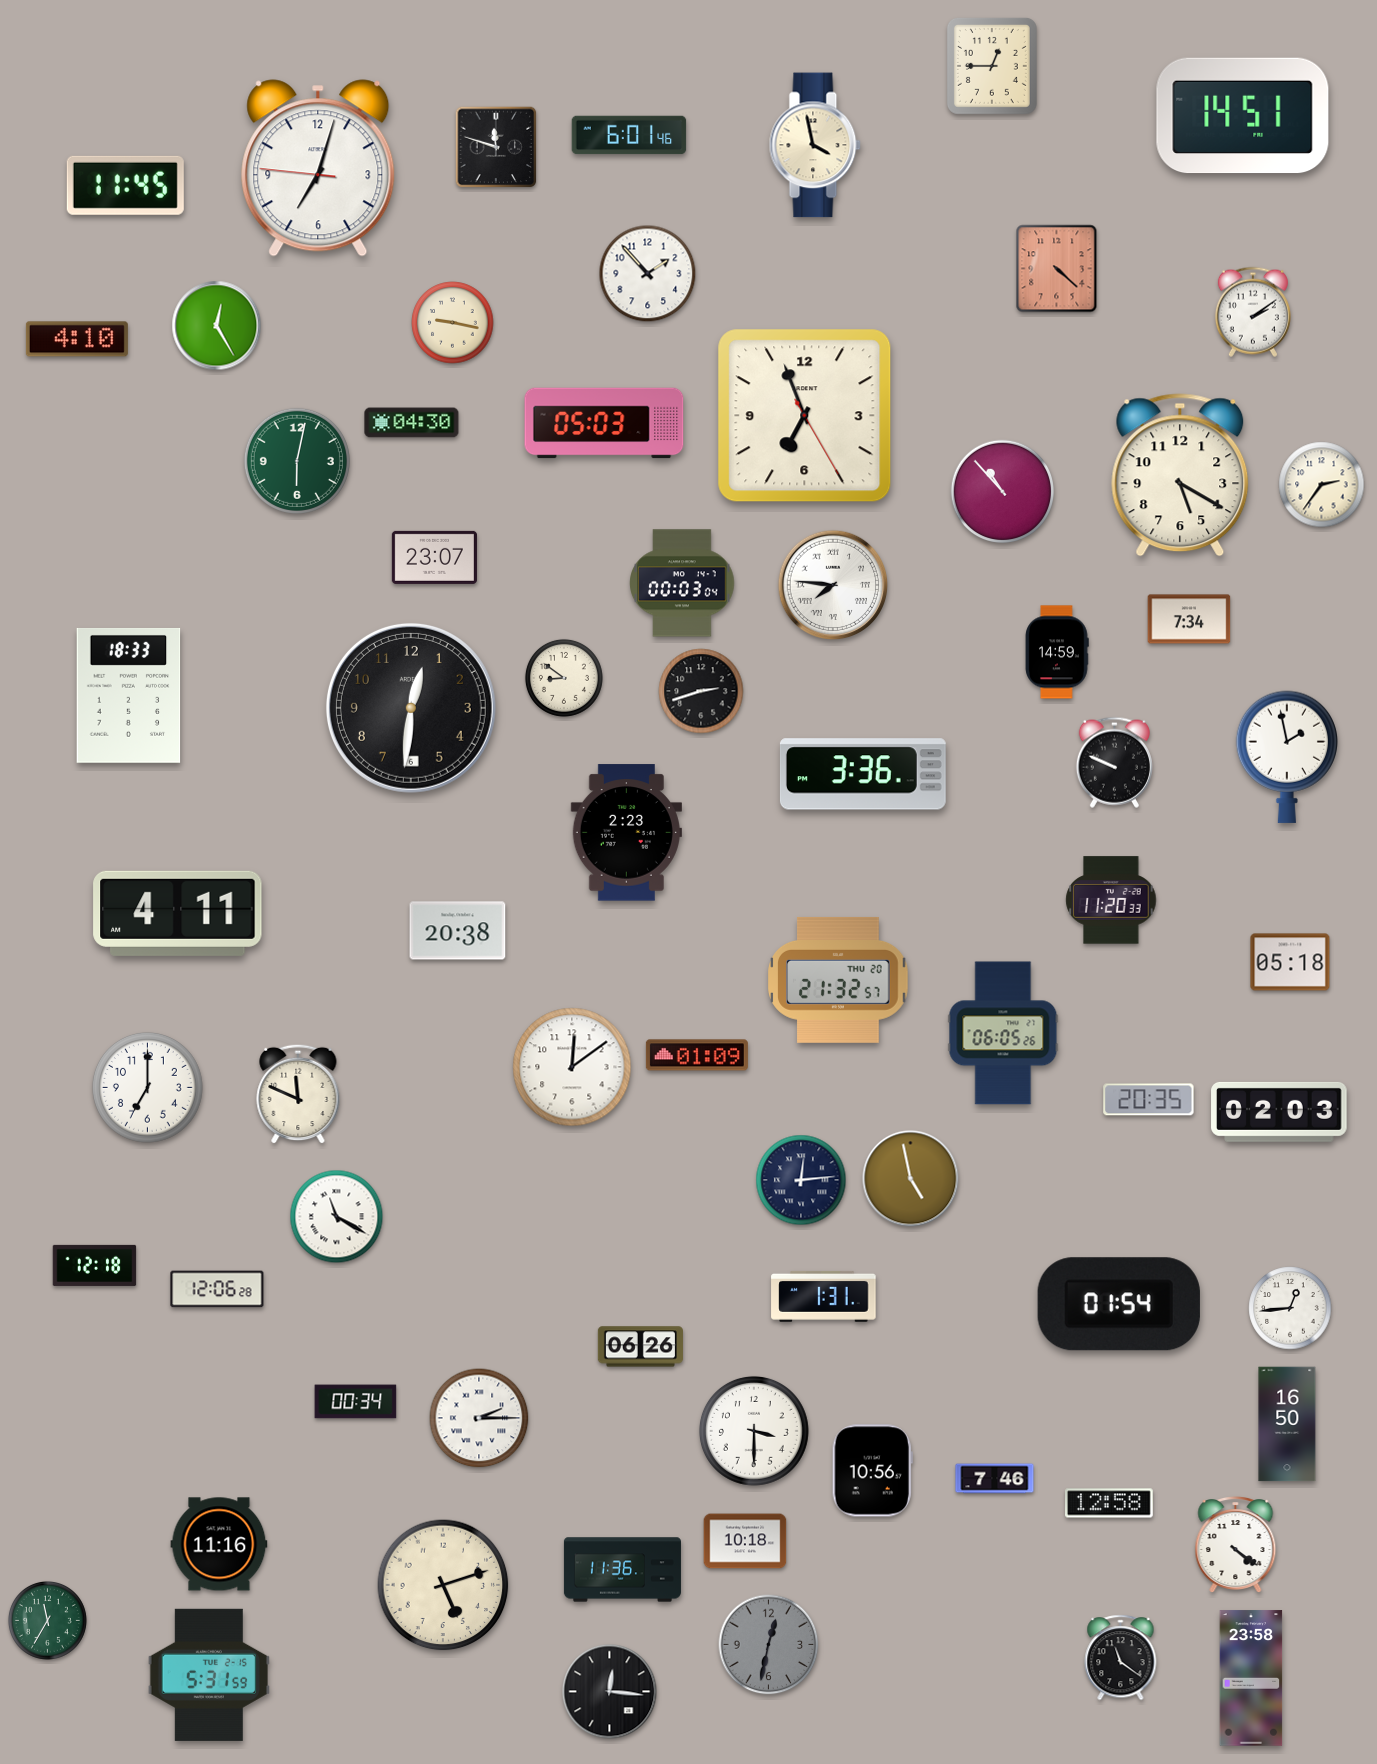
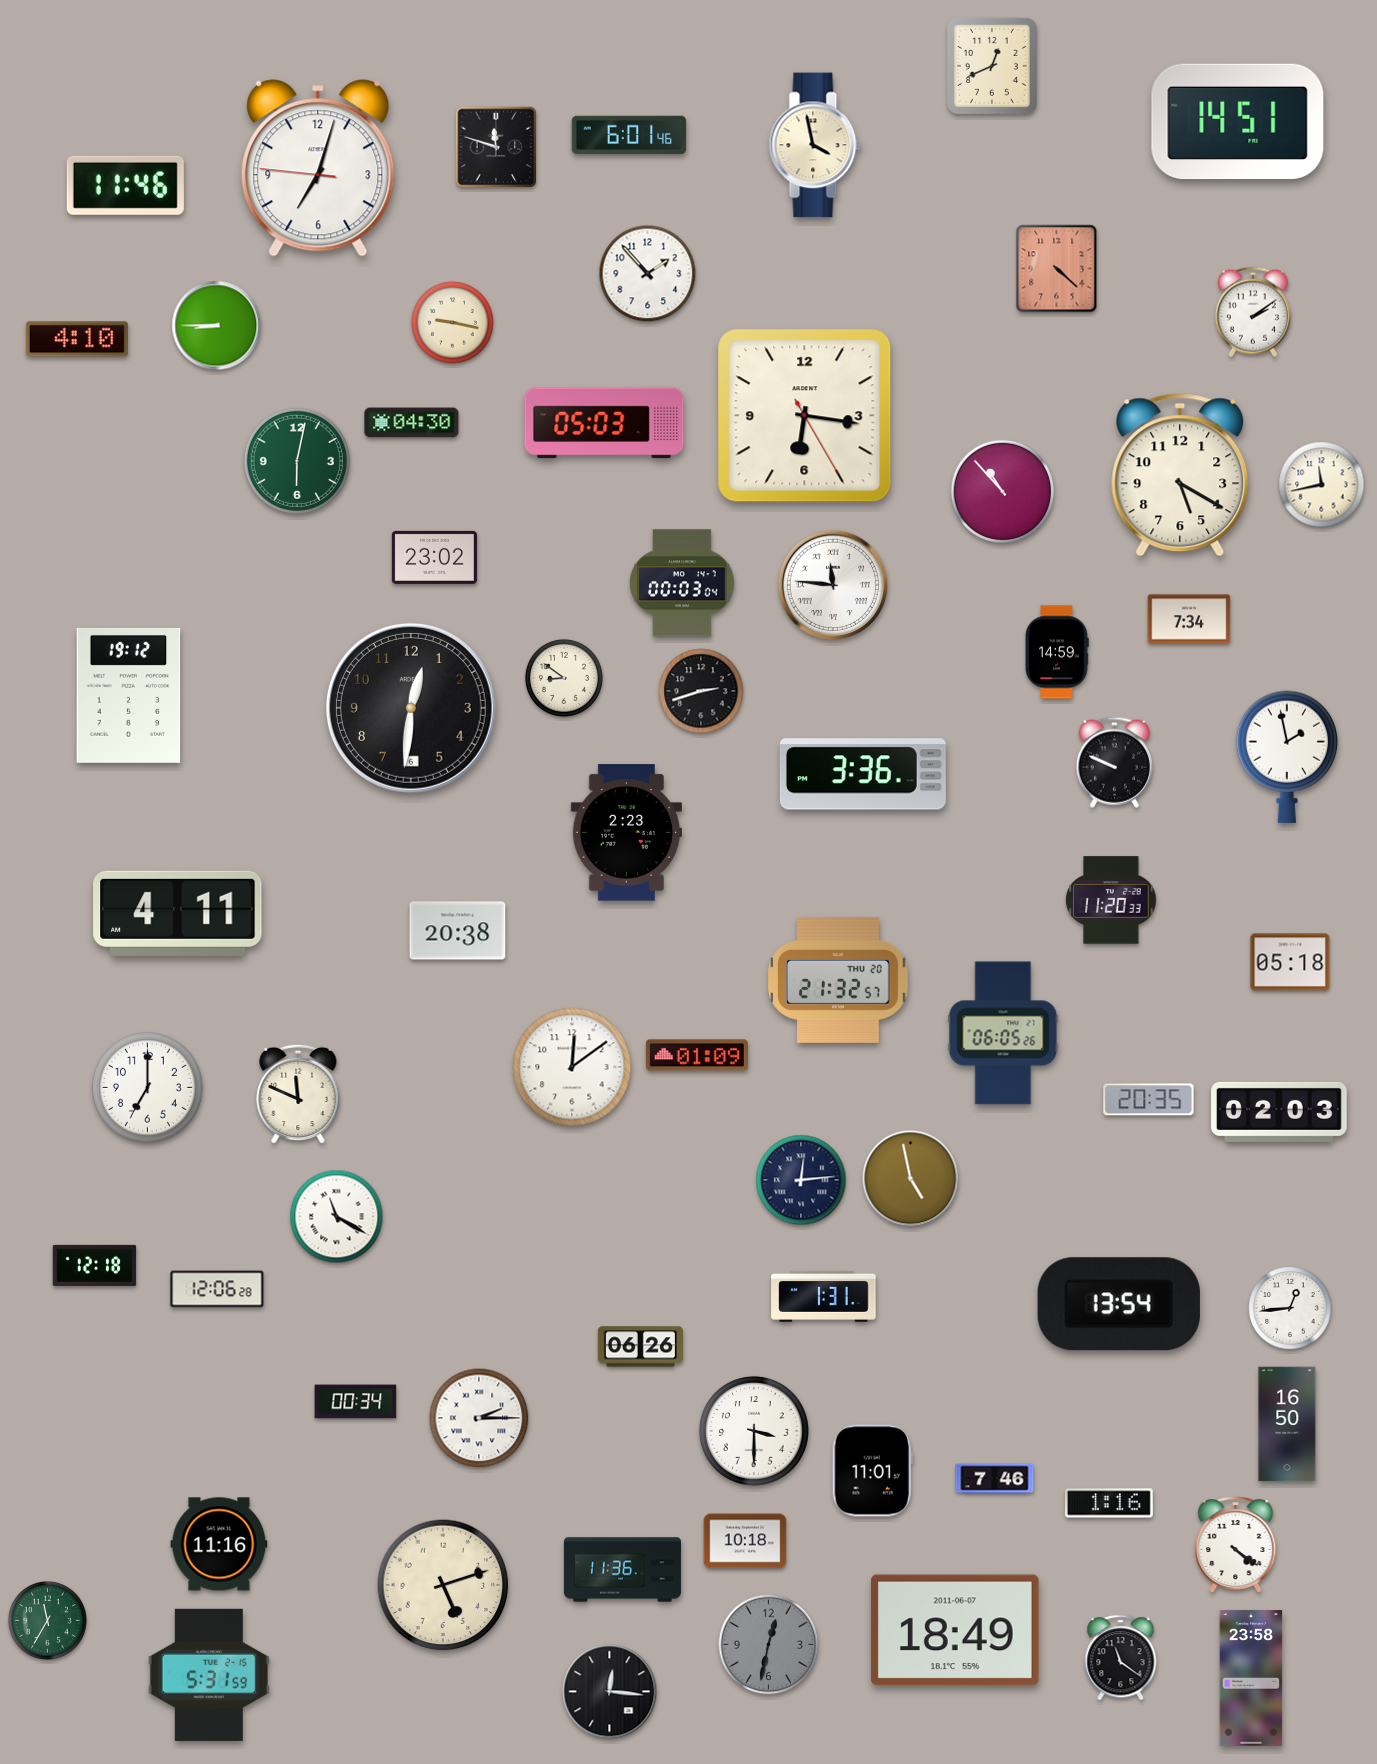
clock at (992, 66): 12:45 -> 12:41
clock at (1243, 116) position: (1243, 116) -> (1238, 122)
clock at (125, 185): 11:45 -> 11:46
clock at (217, 326): 12:25 -> 8:45
clock at (805, 416): 6:56 -> 6:16
clock at (1322, 485): 2:36 -> 11:43
clock at (434, 557): 23:07 -> 23:02
clock at (833, 585): 7:46 -> 11:46
clock at (129, 695): 18:33 -> 19:12
clock at (1119, 1304): 01:54 -> 13:54
clock at (872, 1471): 10:56 -> 11:01
clock at (1110, 1503): 12:58 -> 1:16
clock at (956, 1630): none -> 18:49
